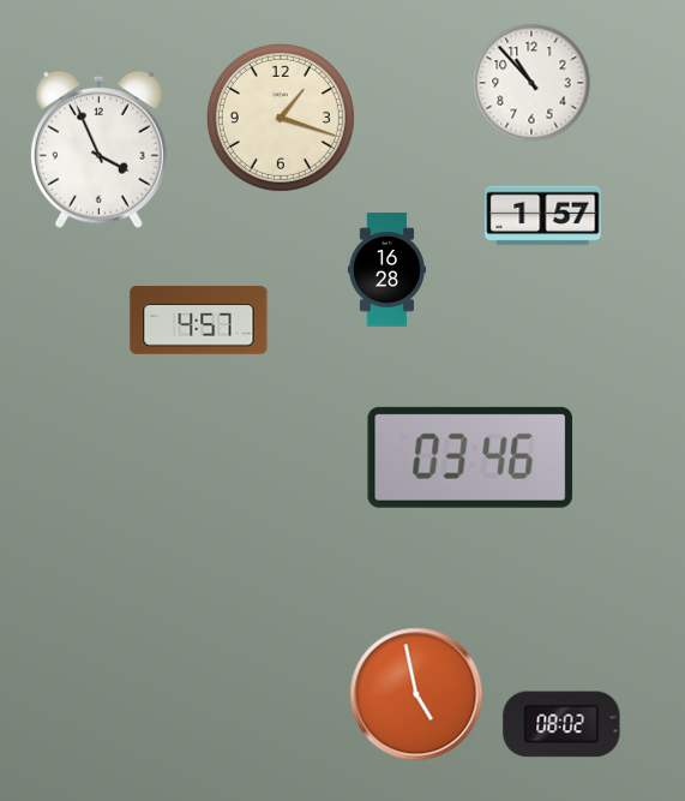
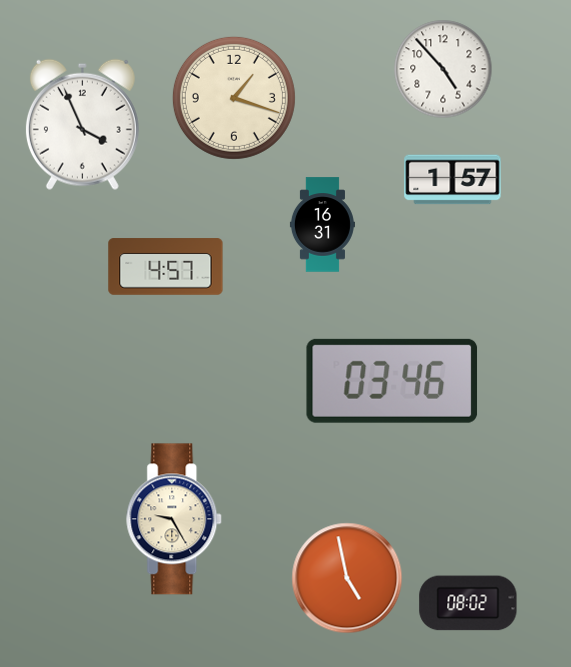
clock at (531, 83): 10:53 -> 4:53
clock at (386, 270): 16:28 -> 16:31
clock at (175, 519): none -> 9:25
